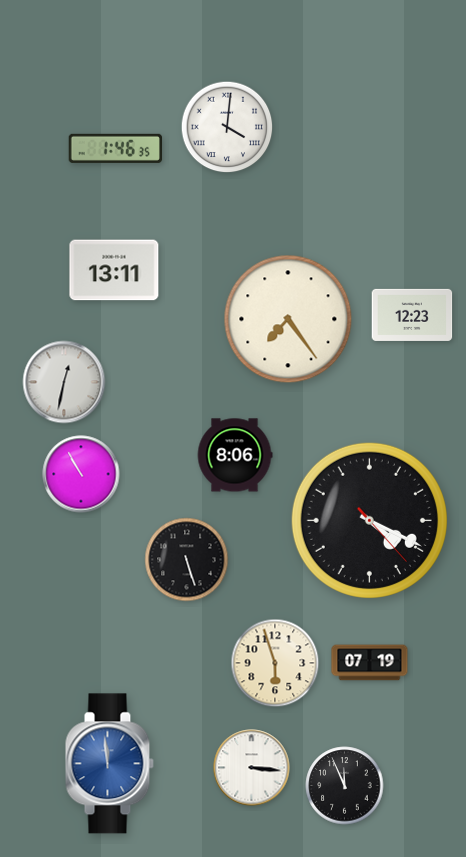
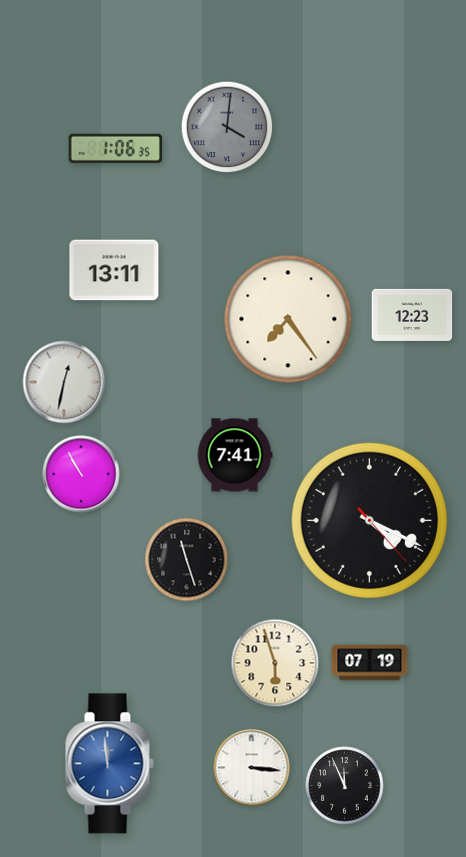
clock at (227, 127) dial: white -> grey
clock at (116, 148): 1:46 -> 1:06
clock at (235, 455): 8:06 -> 7:41
clock at (187, 560): 5:27 -> 11:27
